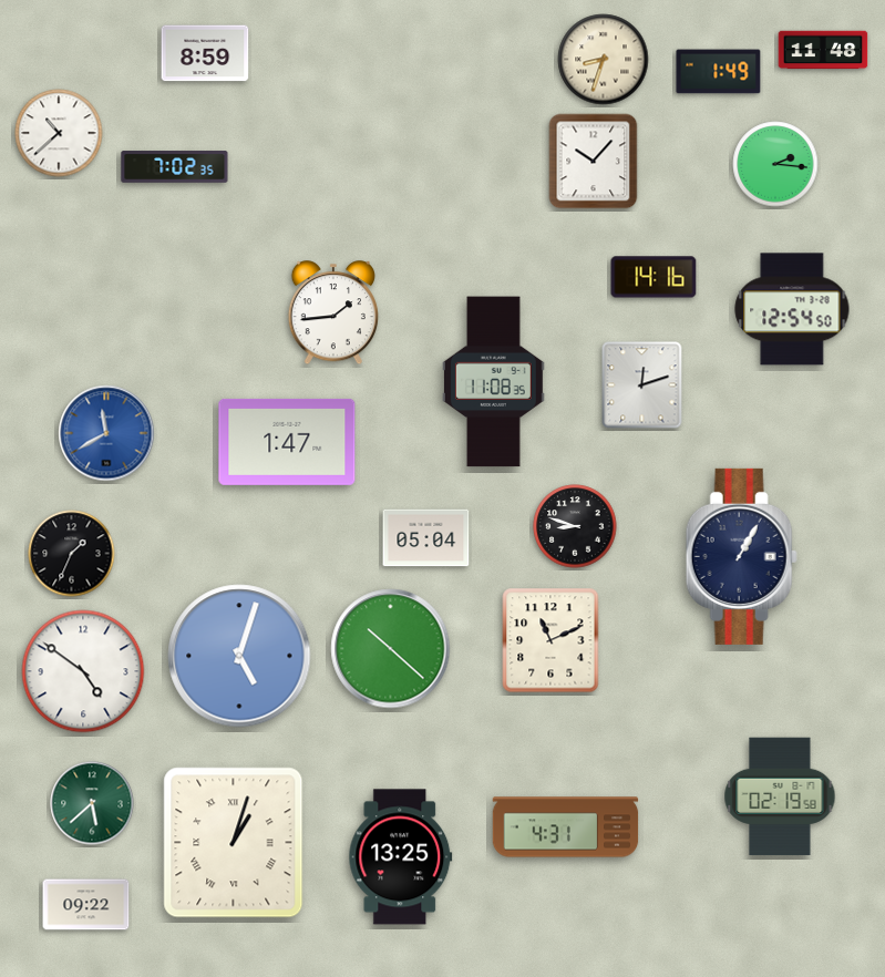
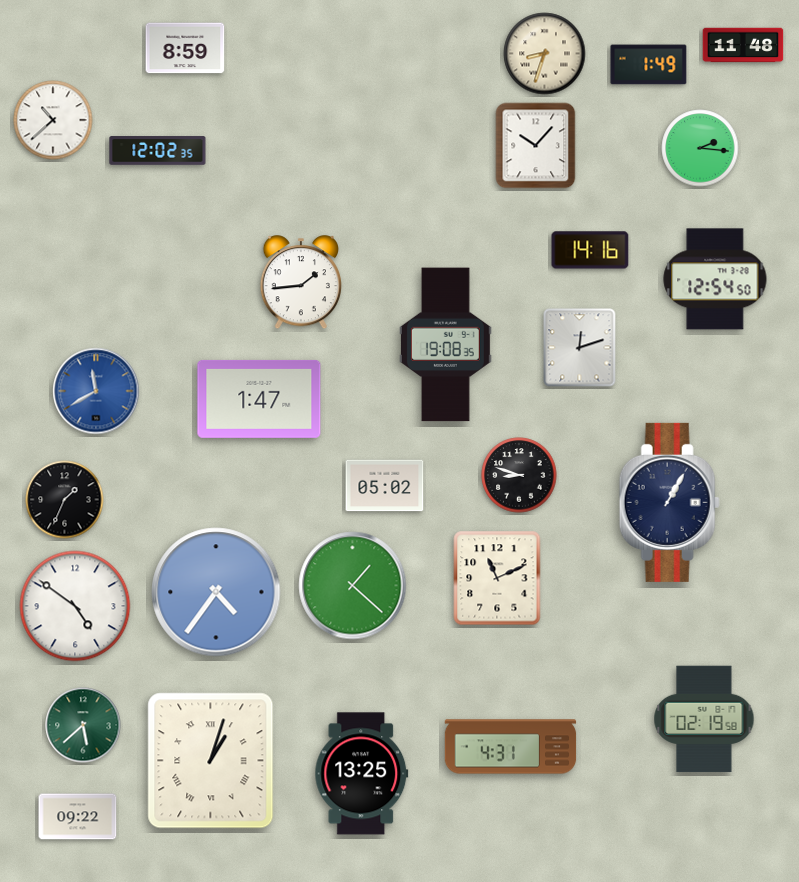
clock at (175, 167): 7:02 -> 12:02
clock at (493, 382): 11:08 -> 19:08
clock at (426, 538): 05:04 -> 05:02
clock at (391, 649): 10:22 -> 1:22
clock at (239, 656): 5:03 -> 4:36
